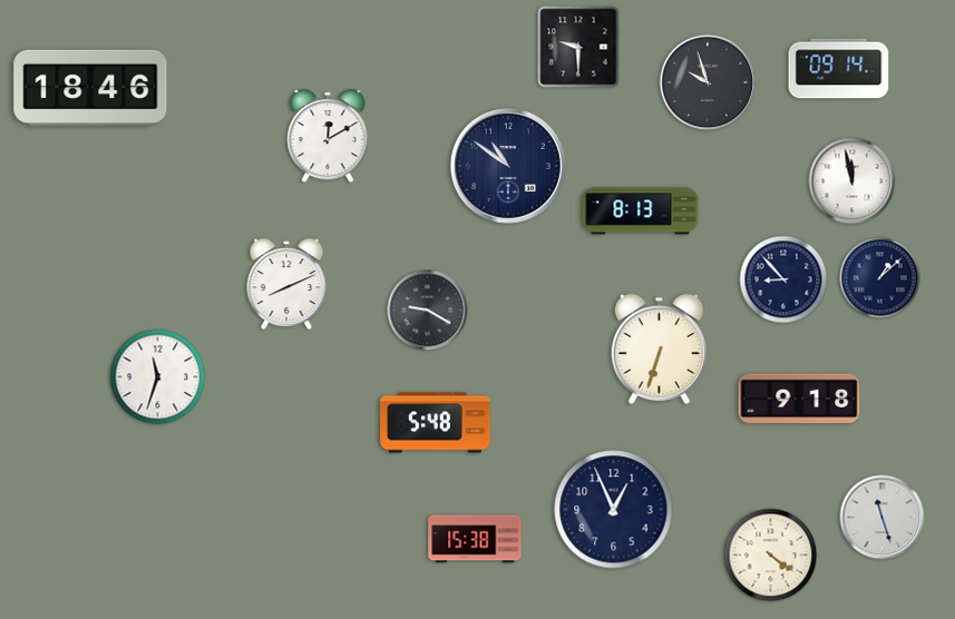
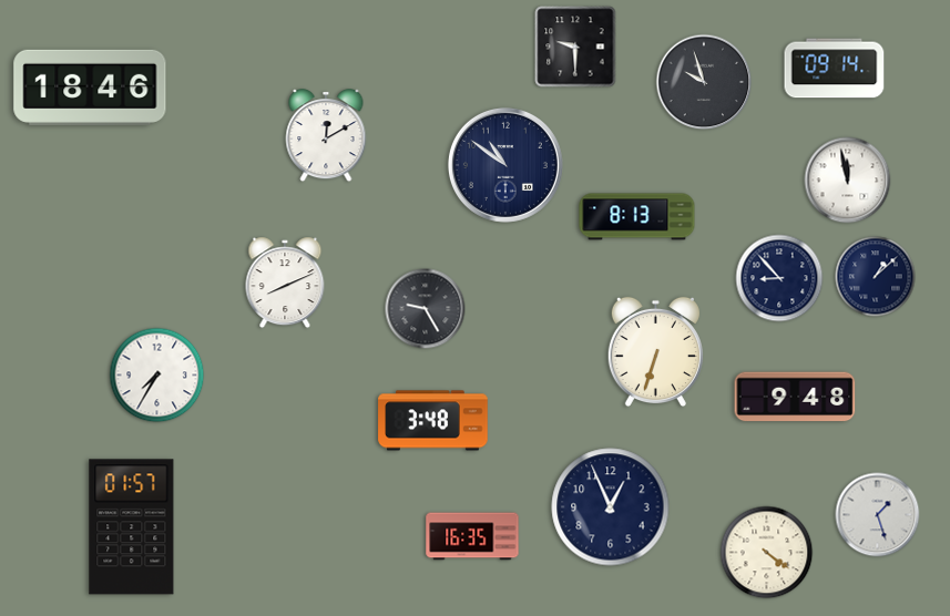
clock at (641, 212) position: (641, 212) -> (637, 217)
clock at (428, 311): 9:20 -> 9:25
clock at (659, 350) position: (659, 350) -> (655, 352)
clock at (158, 377): 11:33 -> 7:35
clock at (799, 399): 9:18 -> 9:48
clock at (436, 423): 5:48 -> 3:48
clock at (883, 518): 11:27 -> 1:27
clock at (132, 527): none -> 01:57
clock at (475, 539): 15:38 -> 16:35
